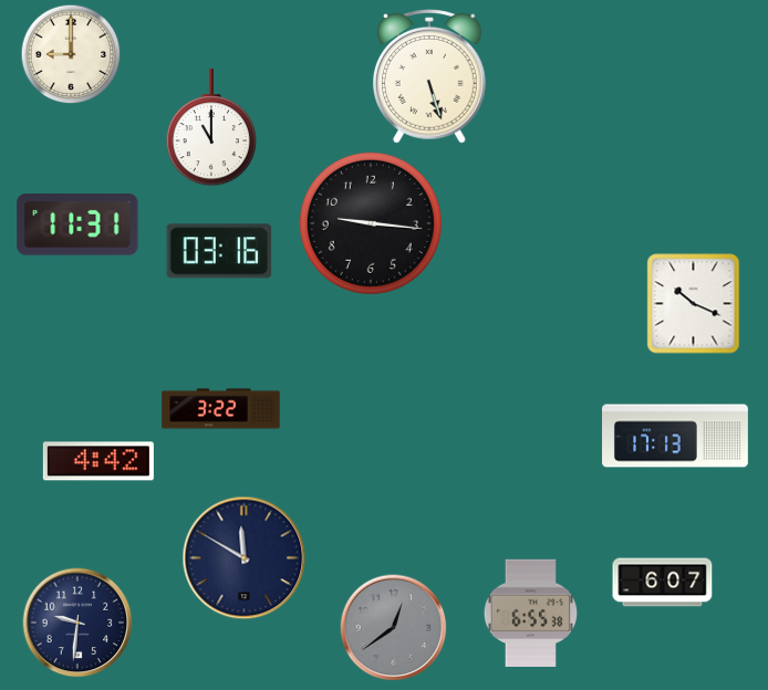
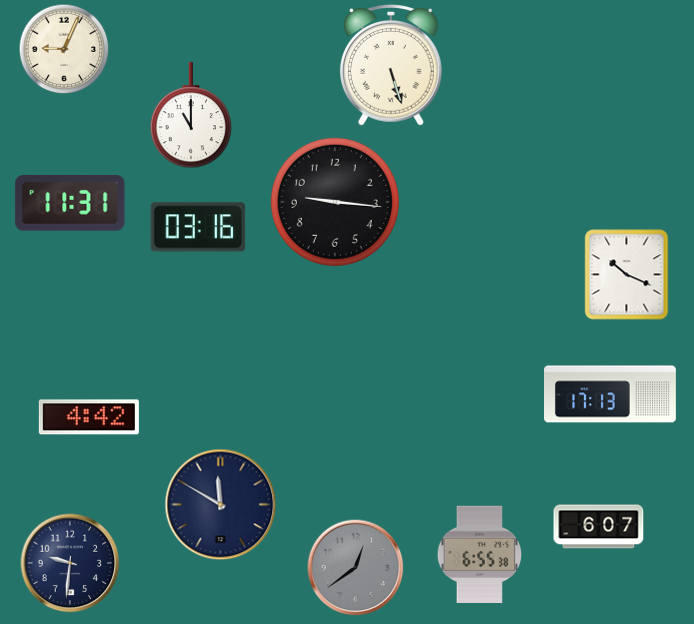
clock at (71, 54): 9:00 -> 9:04
clock at (429, 77) position: (429, 77) -> (391, 66)
clock at (221, 409): 3:22 -> none
